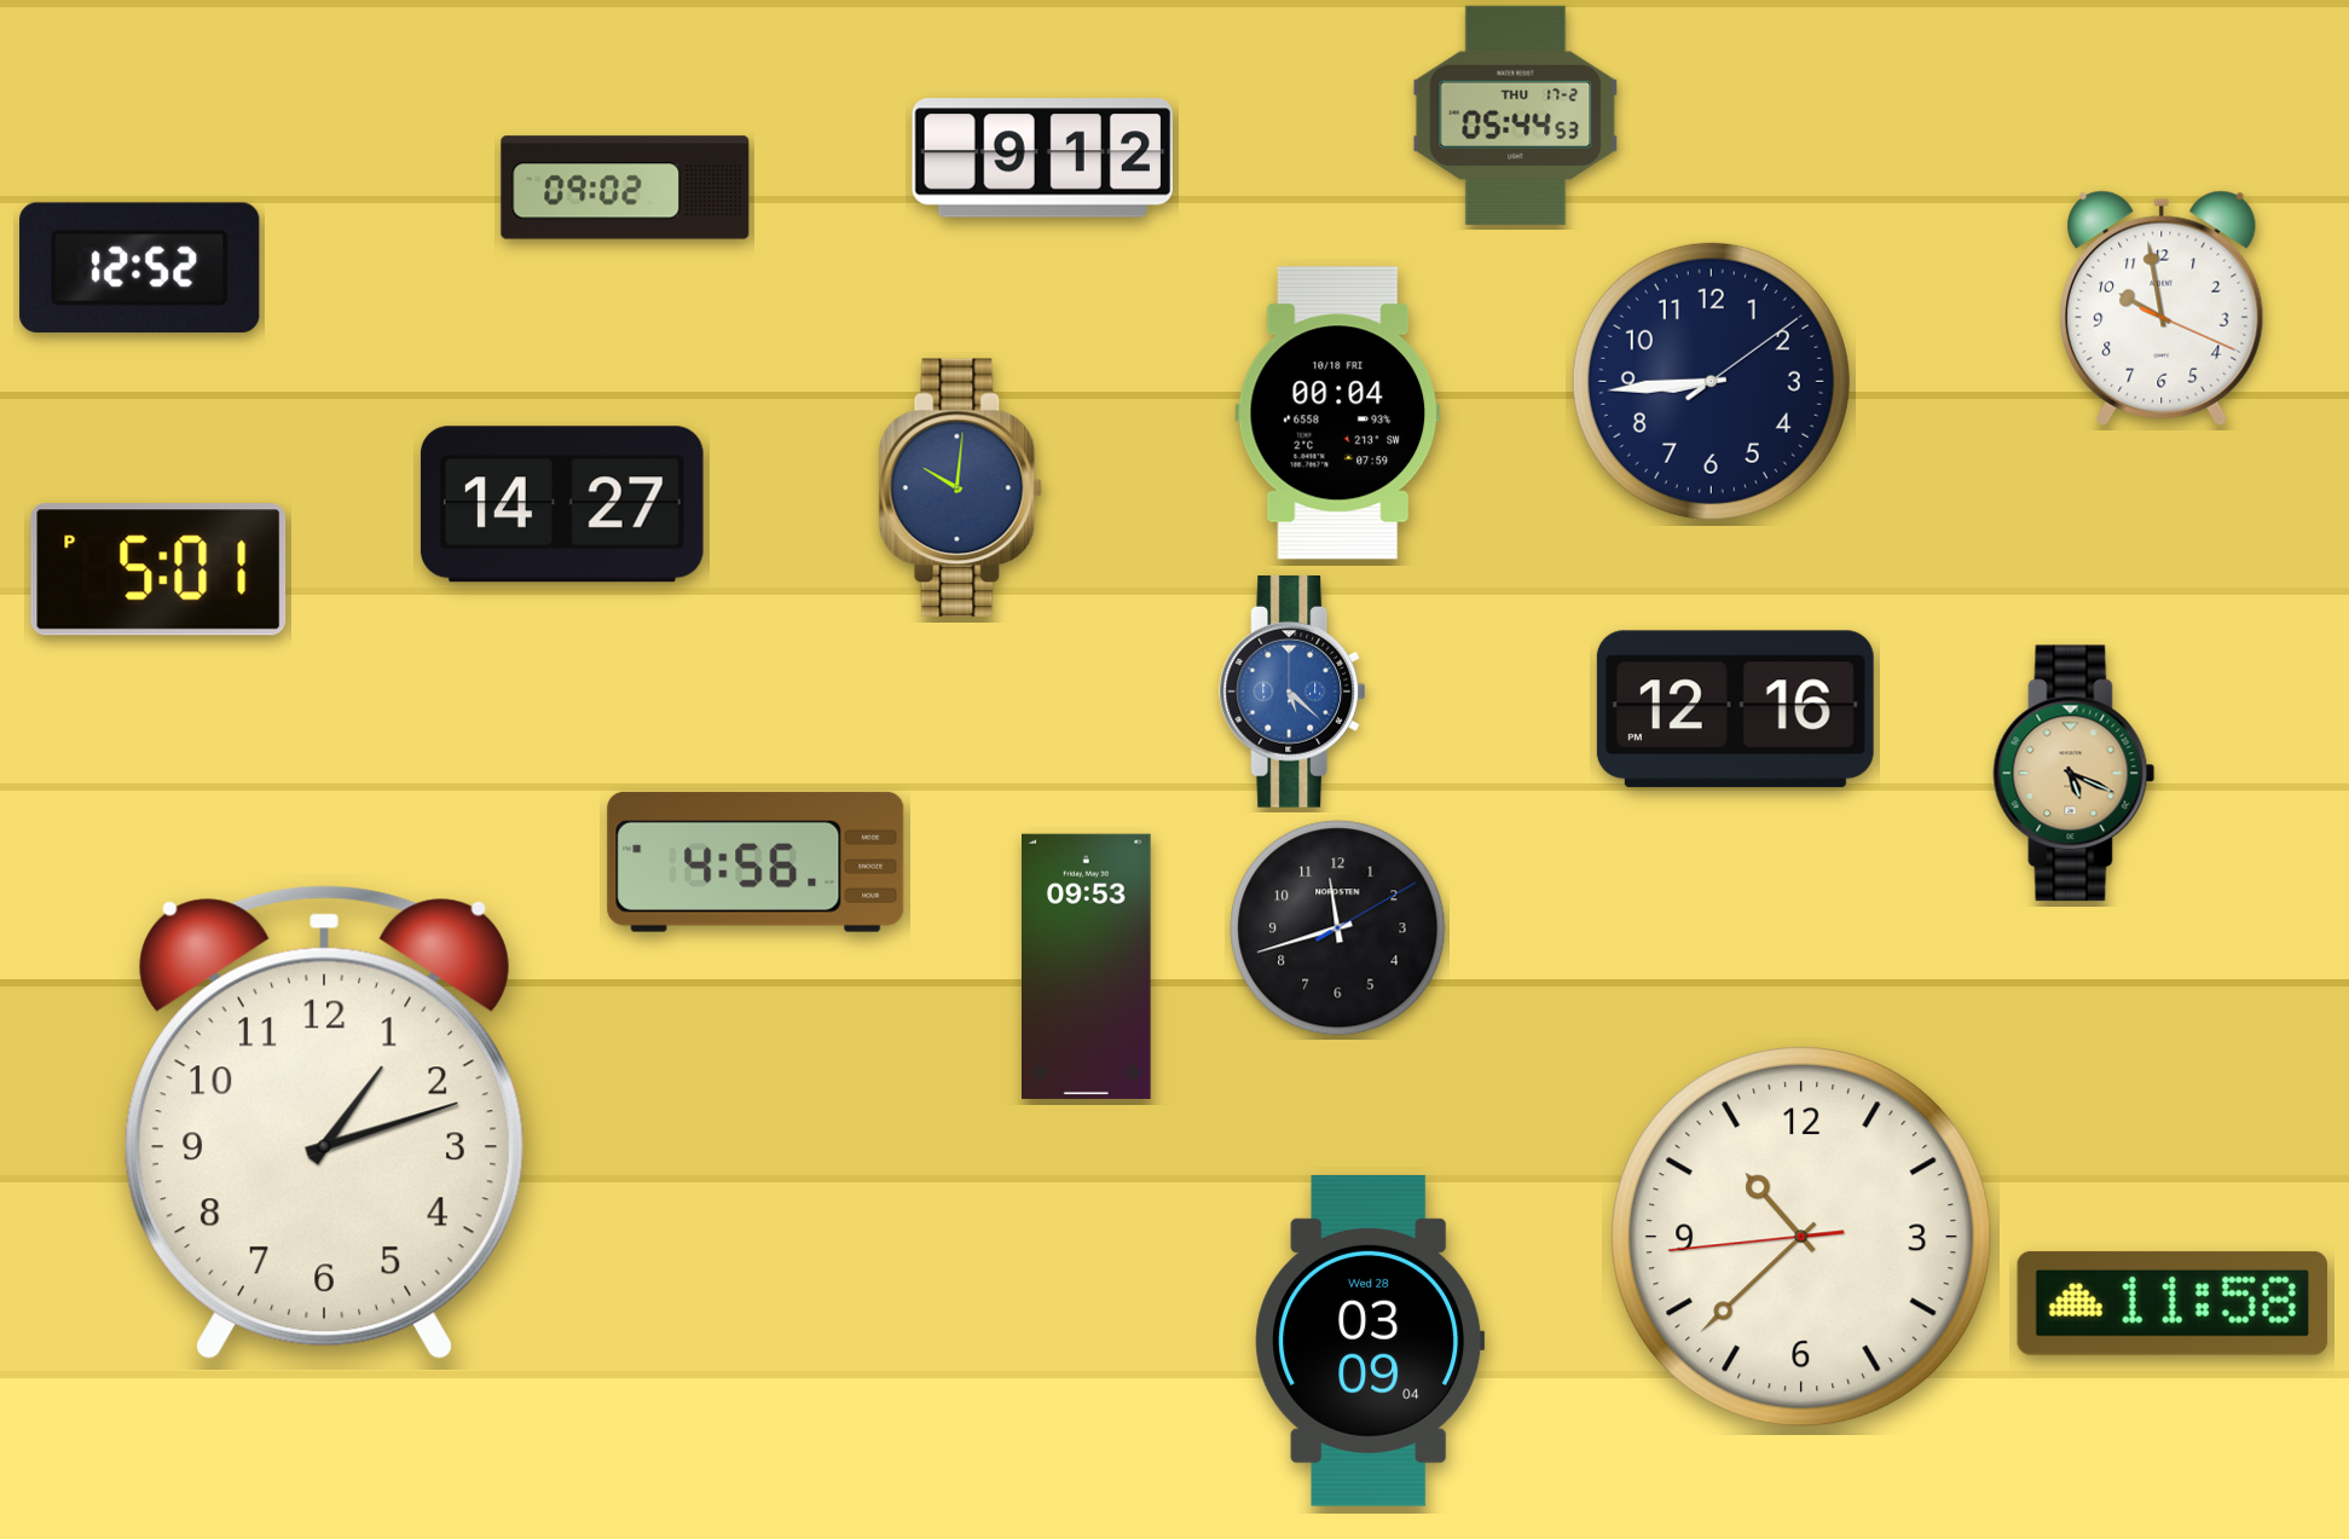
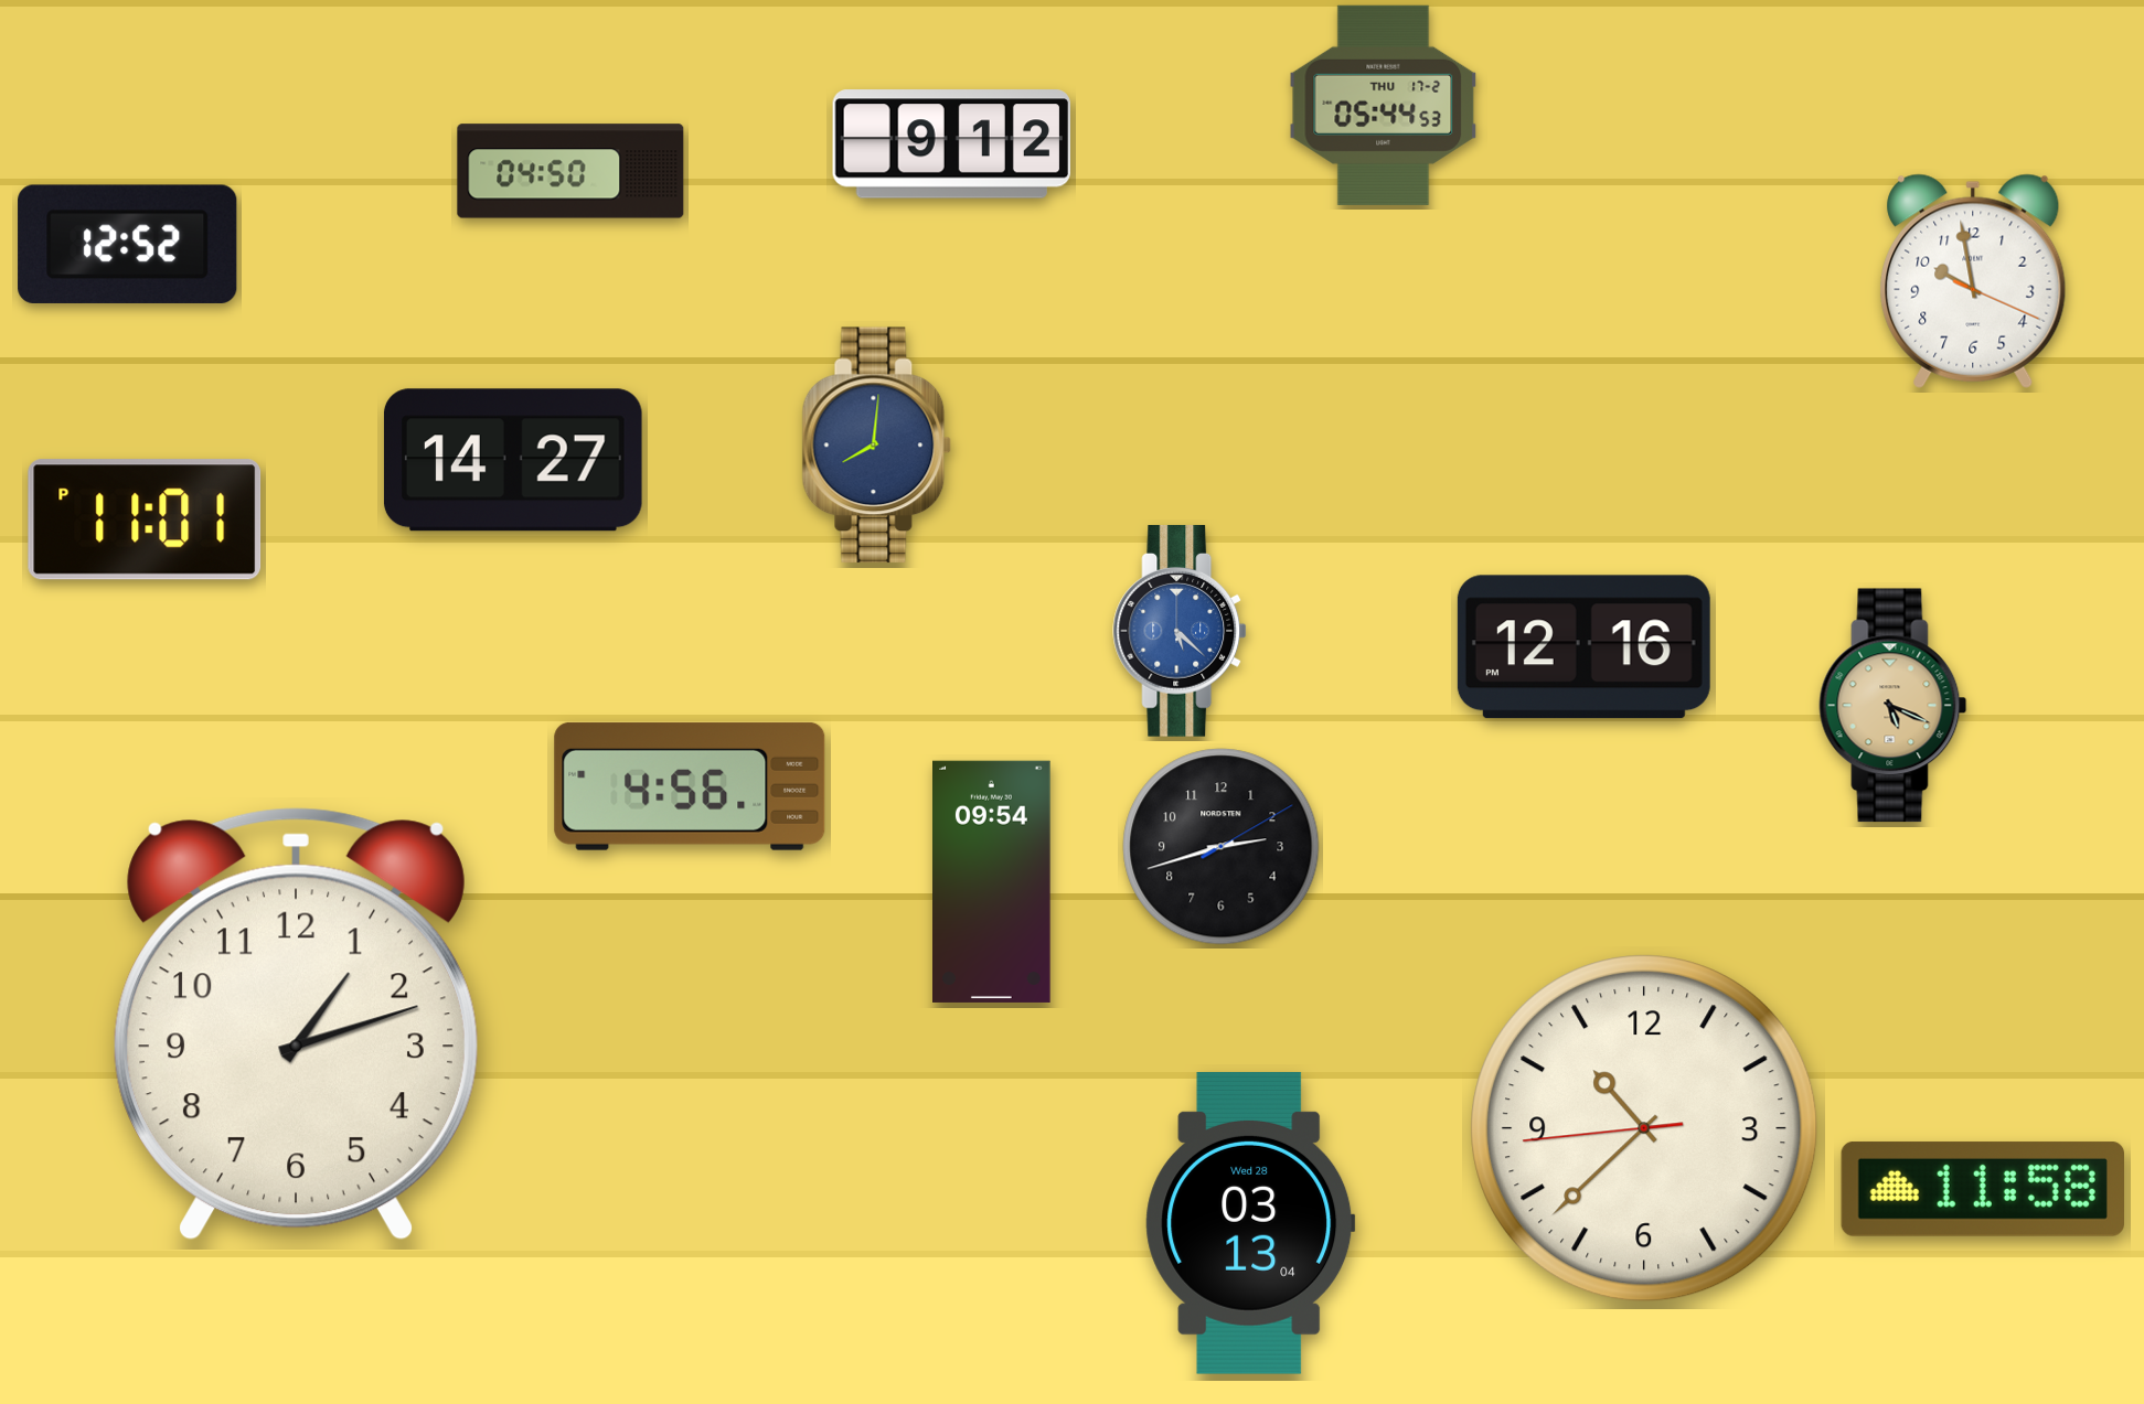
clock at (625, 187): 09:02 -> 04:50
clock at (1711, 381): 8:44 -> none
clock at (1338, 413): 00:04 -> none
clock at (961, 488): 10:01 -> 8:01
clock at (158, 569): 5:01 -> 11:01
clock at (1338, 928): 11:42 -> 2:42
clock at (1087, 966): 09:53 -> 09:54
clock at (1370, 1341): 03:09 -> 03:13
